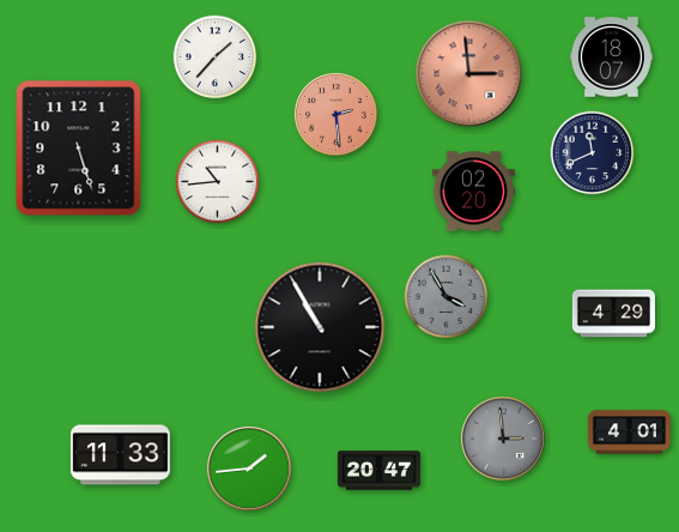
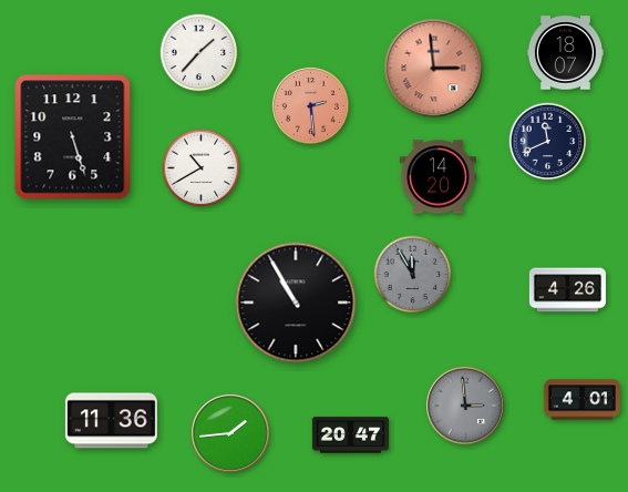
clock at (218, 182): 10:44 -> 10:40
clock at (473, 192): 02:20 -> 14:20
clock at (447, 297): 3:55 -> 11:55
clock at (613, 314): 4:29 -> 4:26
clock at (120, 455): 11:33 -> 11:36
